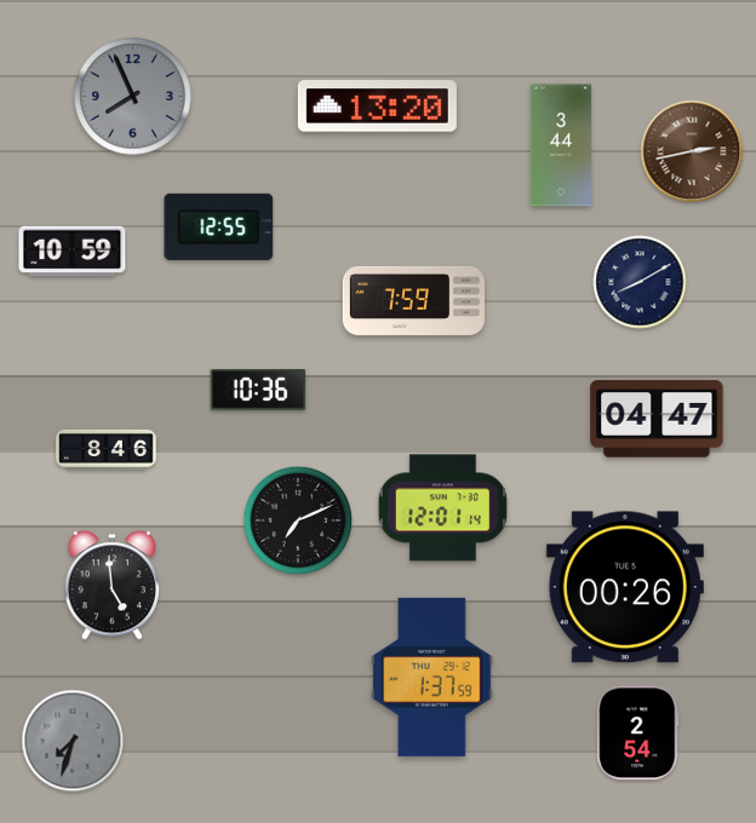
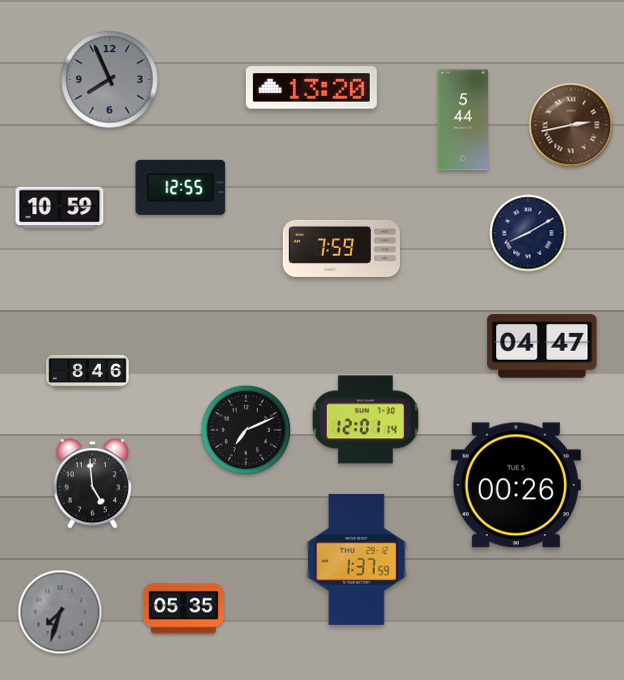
clock at (560, 145): 3:44 -> 5:44
clock at (258, 390): 10:36 -> none
clock at (638, 733): 2:54 -> none
clock at (183, 609): none -> 05:35
